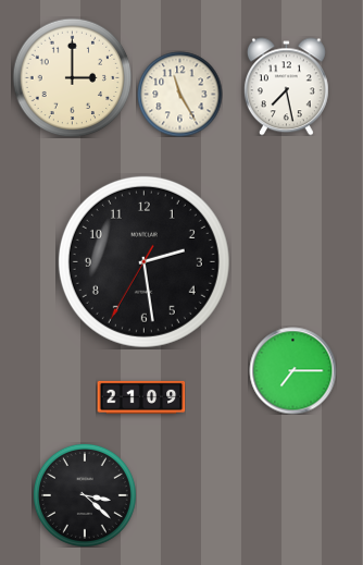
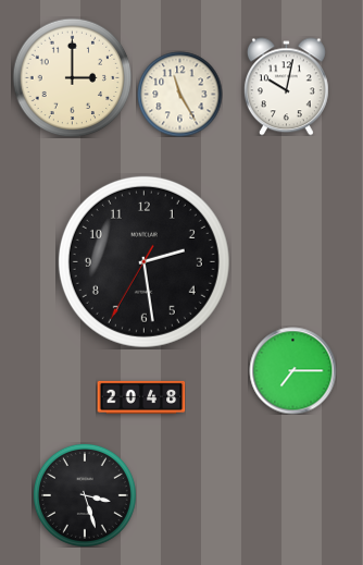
clock at (286, 86): 7:28 -> 10:02
clock at (141, 397): 21:09 -> 20:48
clock at (85, 495): 3:22 -> 3:27
